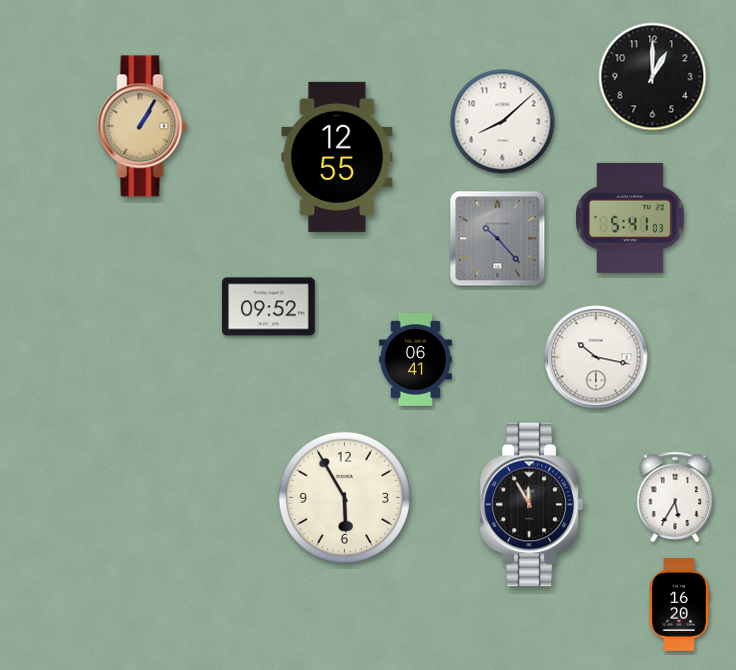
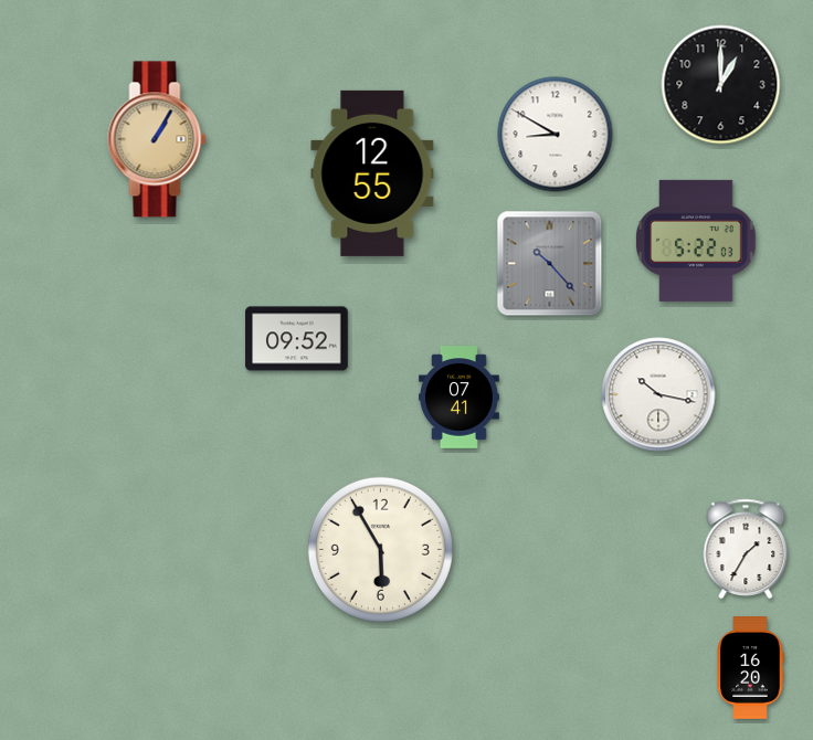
clock at (503, 122): 8:08 -> 8:50
clock at (631, 218): 5:41 -> 5:22
clock at (415, 360): 06:41 -> 07:41
clock at (675, 496): 5:35 -> 1:35
clock at (531, 505): 11:55 -> none
